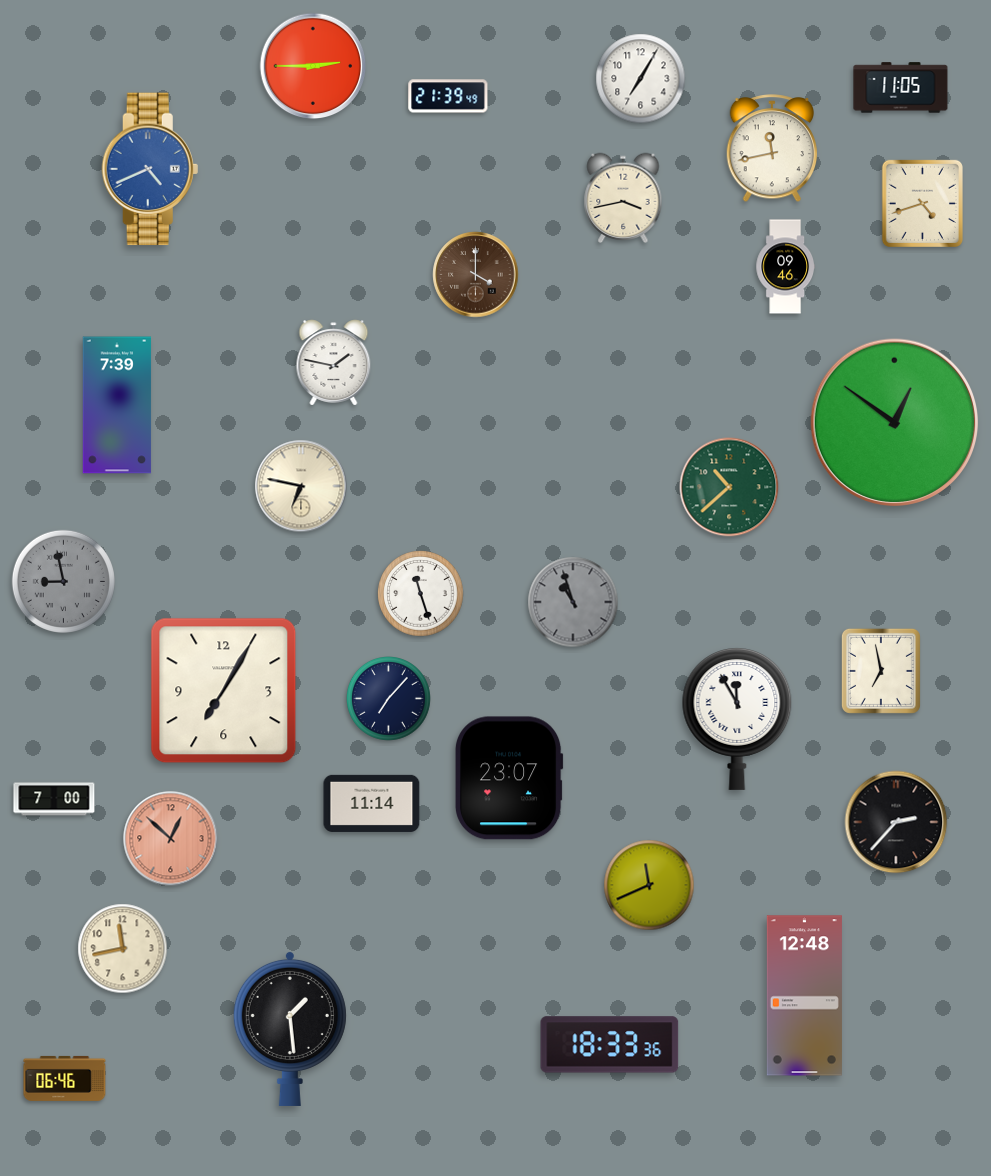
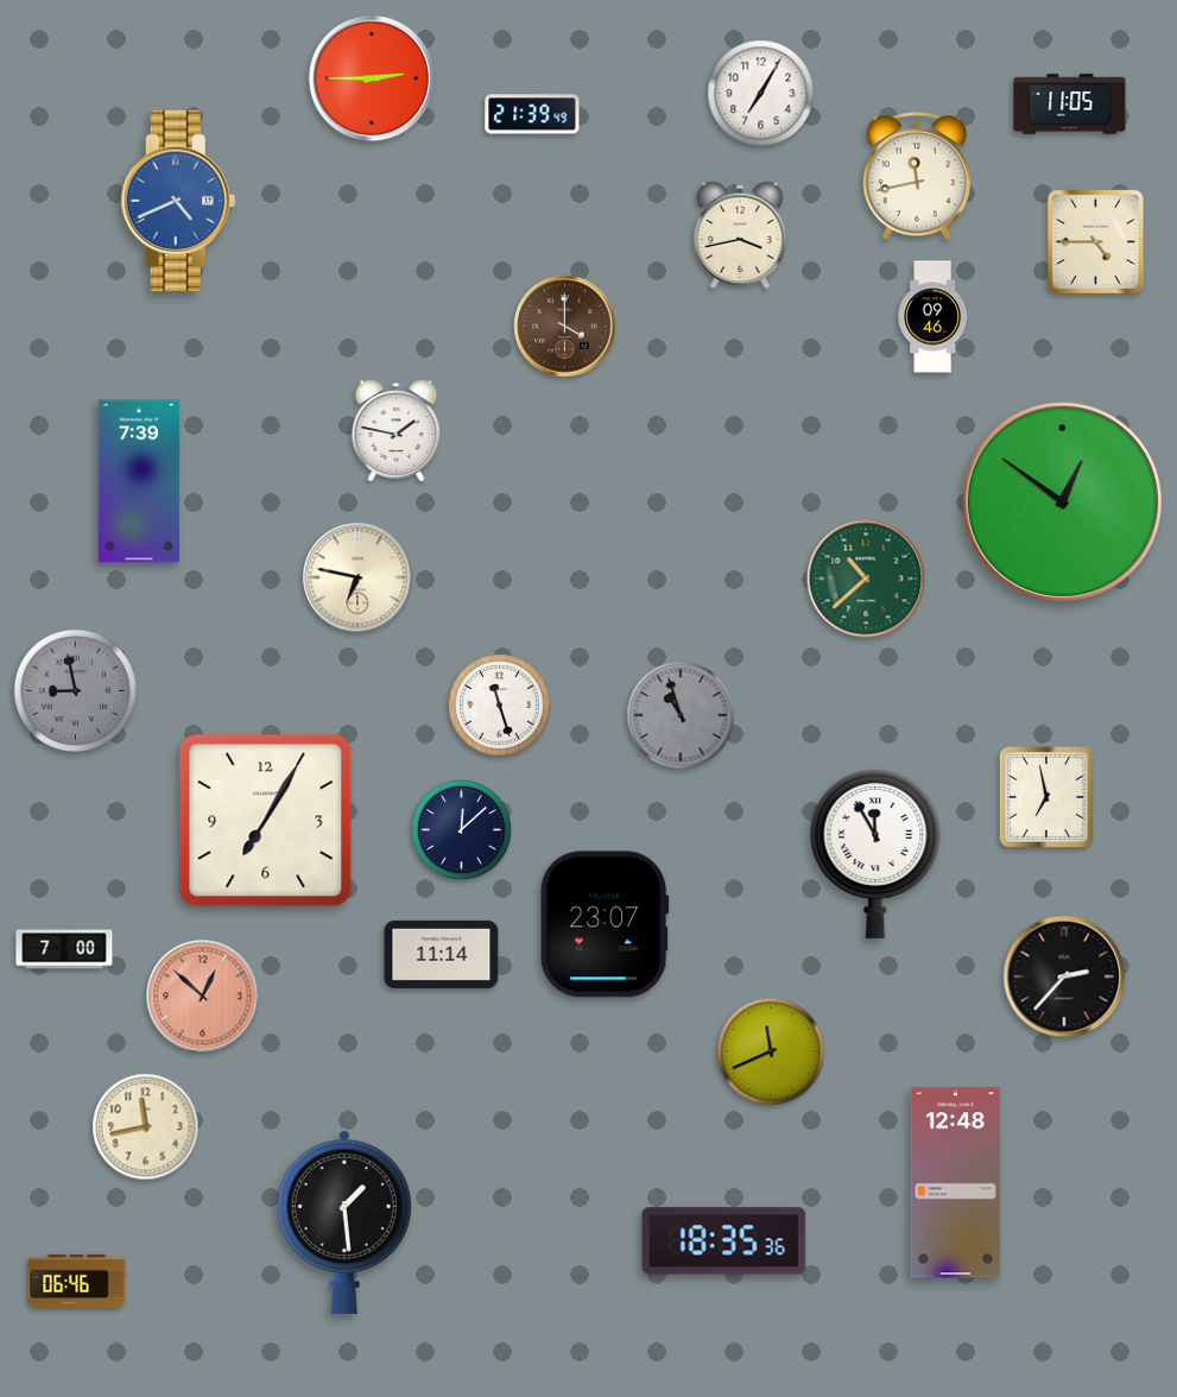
clock at (922, 203): 4:42 -> 4:45
clock at (389, 699): 7:07 -> 12:08
clock at (610, 1045): 18:33 -> 18:35
